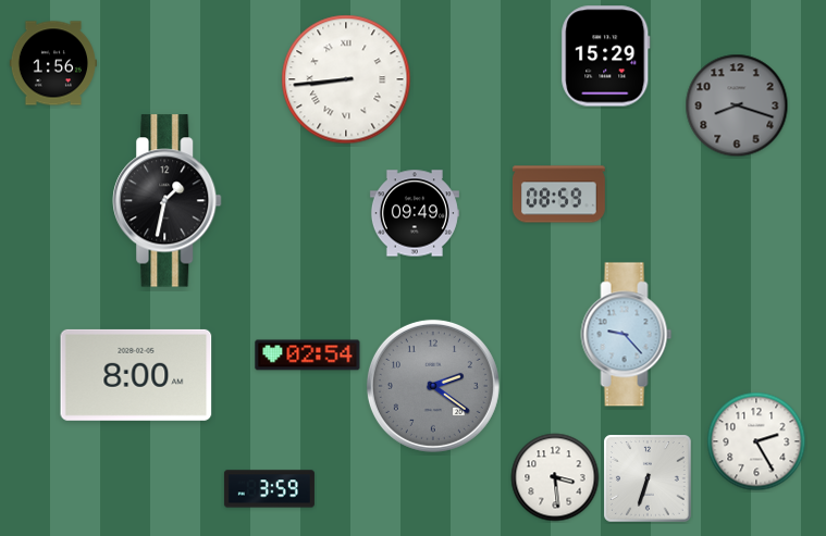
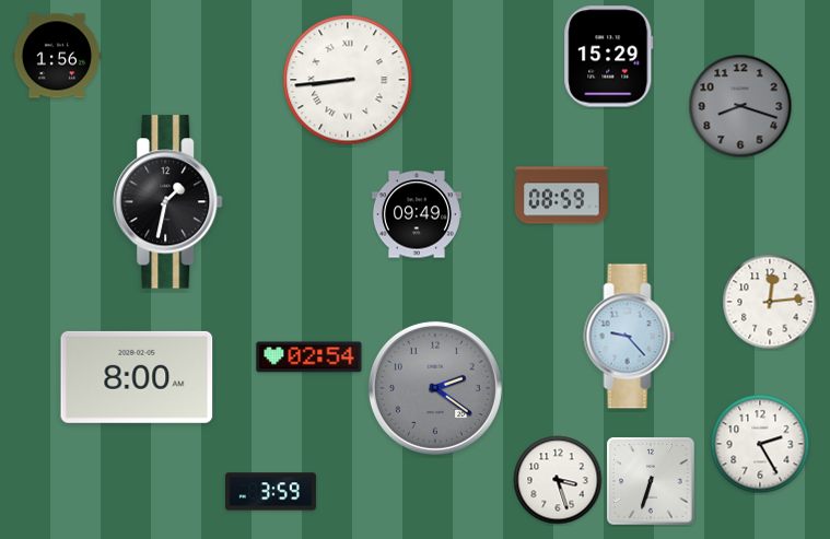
clock at (53, 63) position: (53, 63) -> (57, 56)
clock at (770, 302): none -> 12:14
clock at (555, 477): 3:29 -> 3:27
